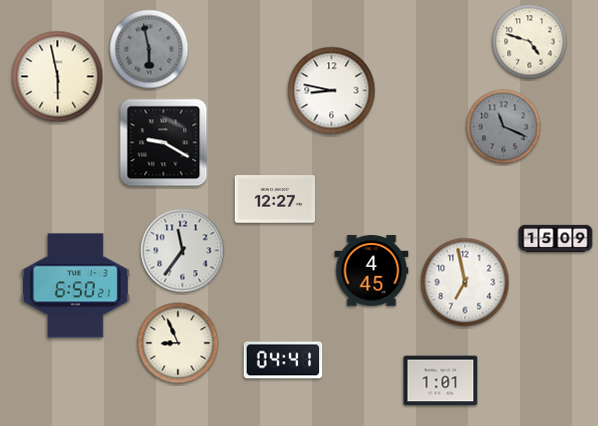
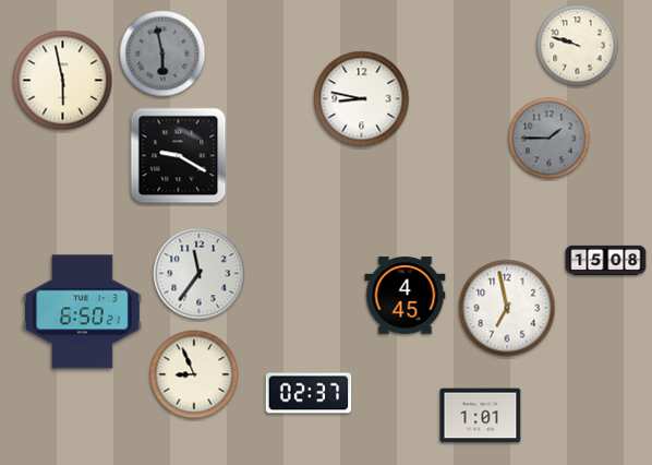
clock at (530, 42): 4:48 -> 9:48
clock at (58, 77) position: (58, 77) -> (63, 81)
clock at (504, 127): 11:19 -> 1:45
clock at (274, 199): 12:27 -> none
clock at (556, 238): 15:09 -> 15:08
clock at (283, 360): 04:41 -> 02:37
